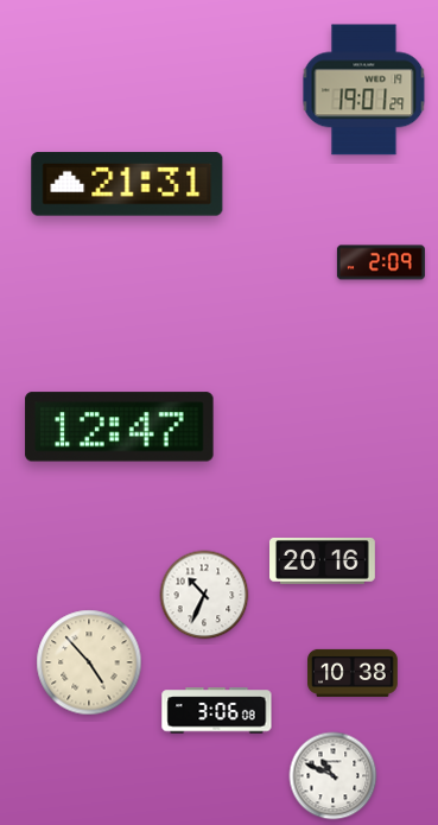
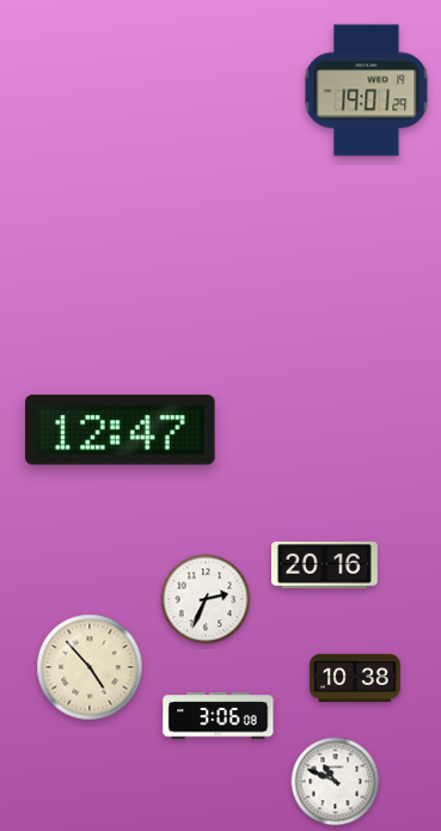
clock at (127, 184): 21:31 -> none
clock at (381, 262): 2:09 -> none
clock at (204, 595): 10:34 -> 2:34
